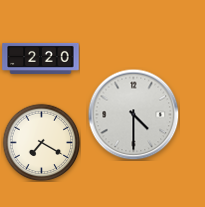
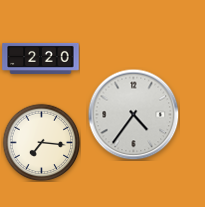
clock at (133, 114): 4:30 -> 4:36
clock at (41, 142): 7:20 -> 7:16
